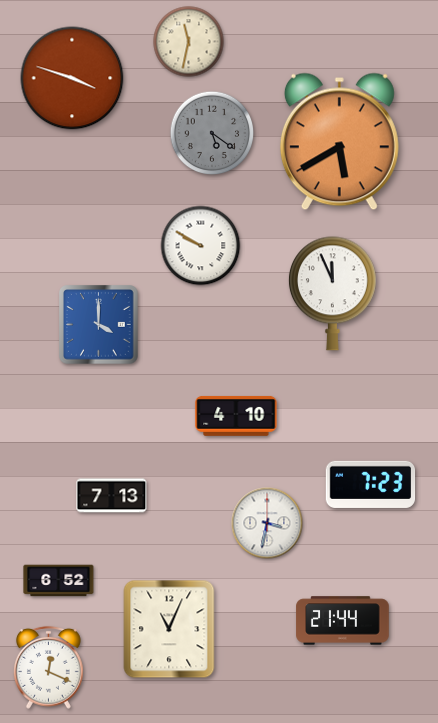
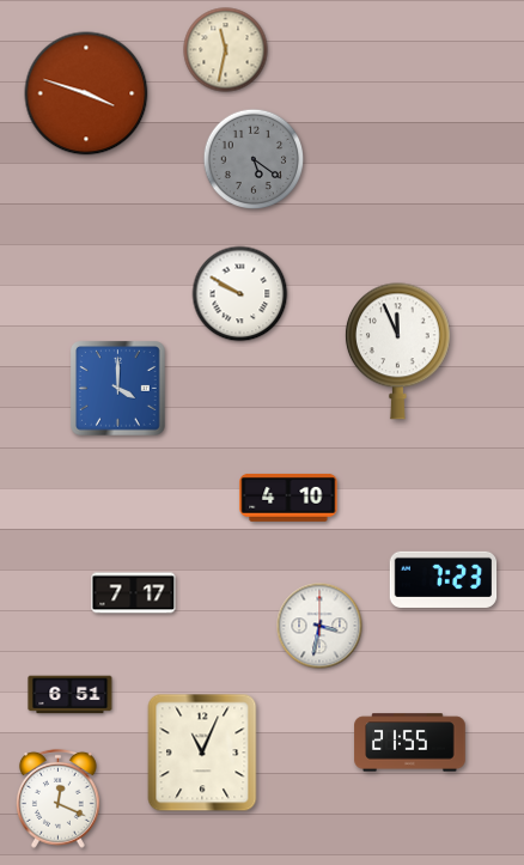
clock at (339, 142): 5:40 -> none
clock at (236, 416) position: (236, 416) -> (288, 498)
clock at (112, 496): 7:13 -> 7:17
clock at (59, 581): 6:52 -> 6:51
clock at (343, 621): 21:44 -> 21:55
